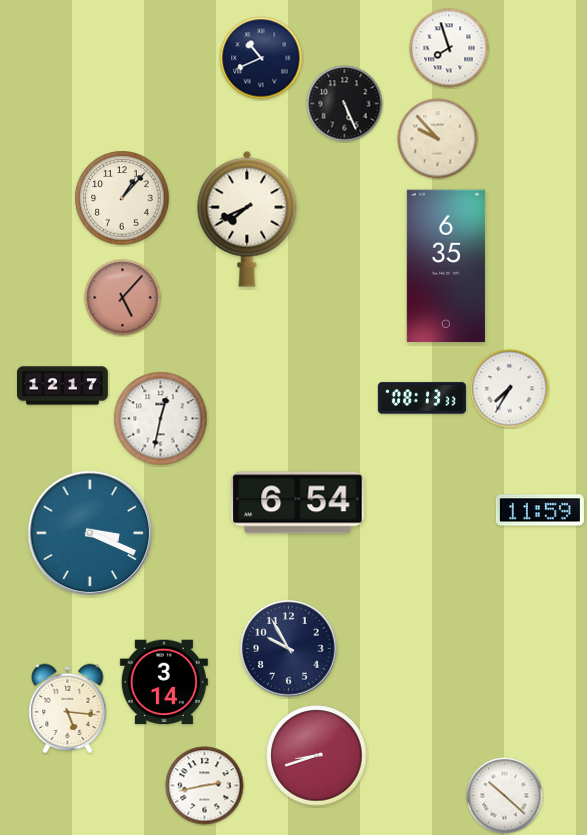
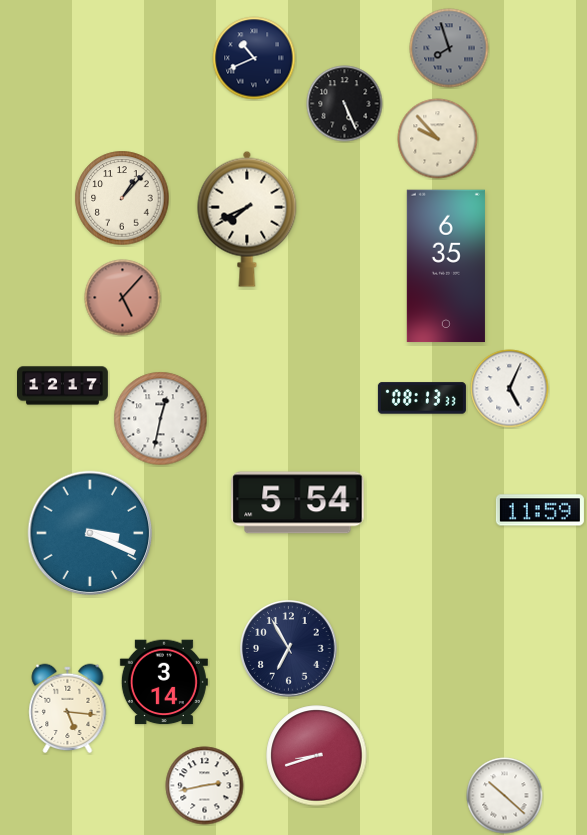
clock at (449, 48) dial: white -> grey
clock at (261, 58) position: (261, 58) -> (254, 58)
clock at (510, 389): 7:35 -> 5:04
clock at (298, 503): 6:54 -> 5:54
clock at (289, 649): 9:55 -> 6:55
